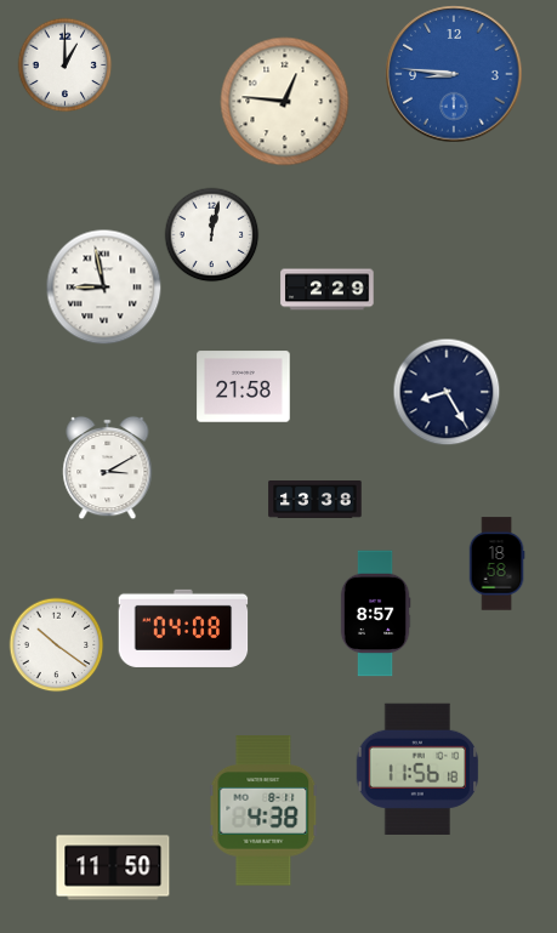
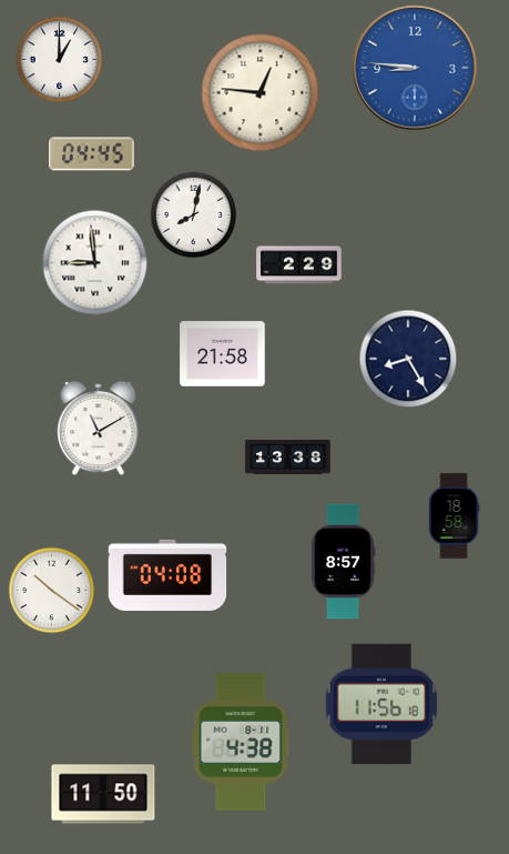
clock at (92, 154): none -> 04:45
clock at (211, 234): 12:02 -> 8:02
clock at (103, 286): 8:58 -> 8:59
clock at (108, 467): 3:10 -> 11:10
